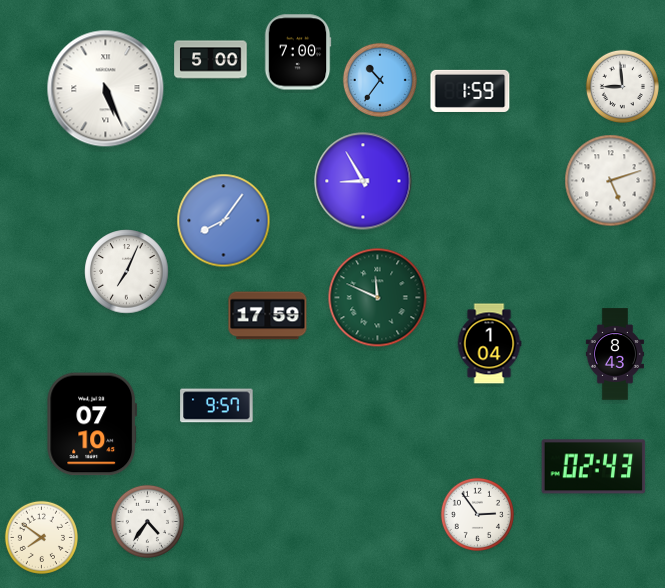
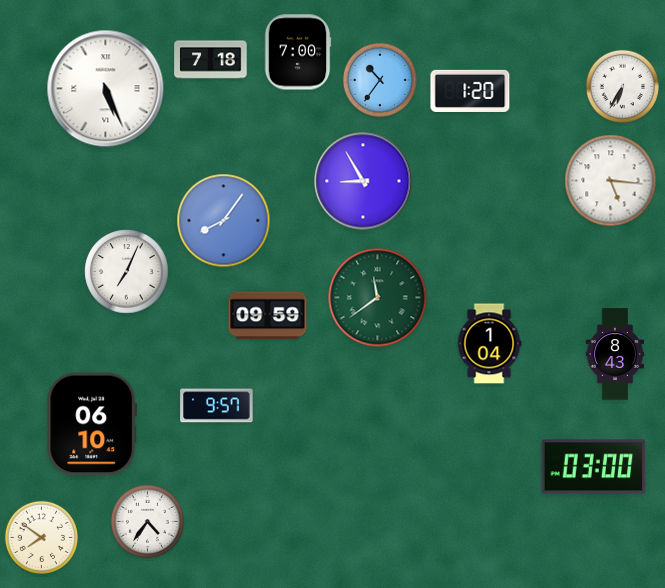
clock at (211, 60): 5:00 -> 7:18
clock at (622, 86): 8:59 -> 6:35
clock at (470, 91): 1:59 -> 1:20
clock at (611, 181): 5:12 -> 5:16
clock at (378, 298): 11:49 -> 11:39
clock at (268, 316): 17:59 -> 09:59
clock at (92, 424): 07:10 -> 06:10
clock at (594, 467): 02:43 -> 03:00
clock at (477, 514): 2:54 -> none
